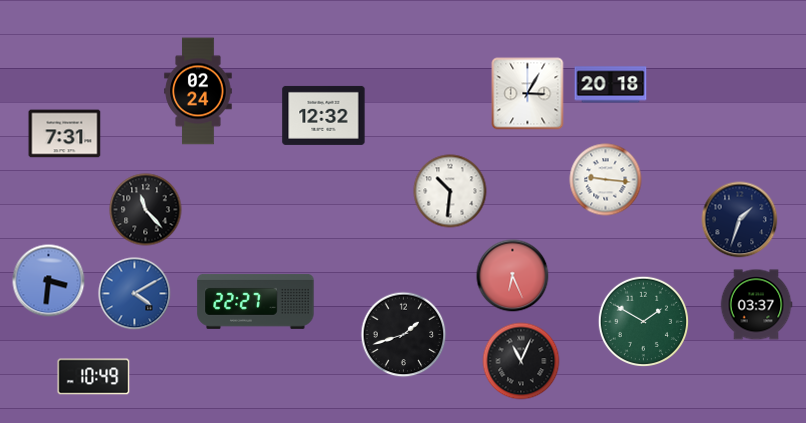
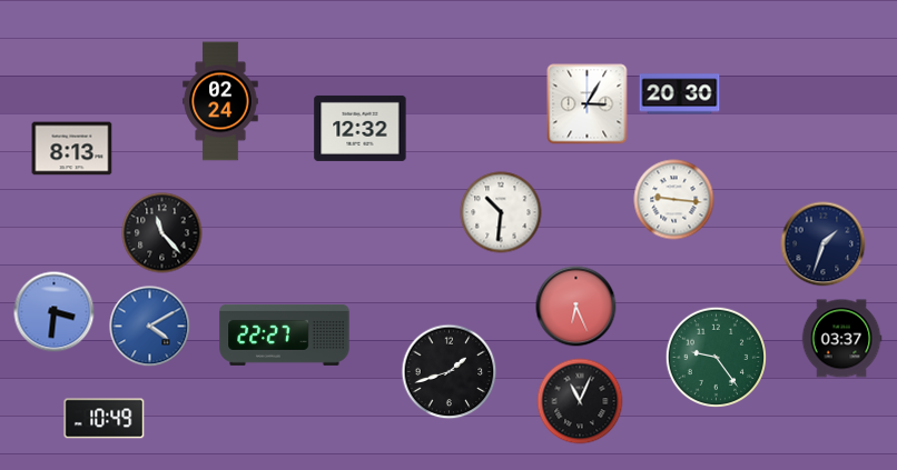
clock at (611, 85): 20:18 -> 20:30
clock at (65, 134): 7:31 -> 8:13
clock at (513, 276) position: (513, 276) -> (576, 307)
clock at (643, 321): 1:50 -> 9:24
